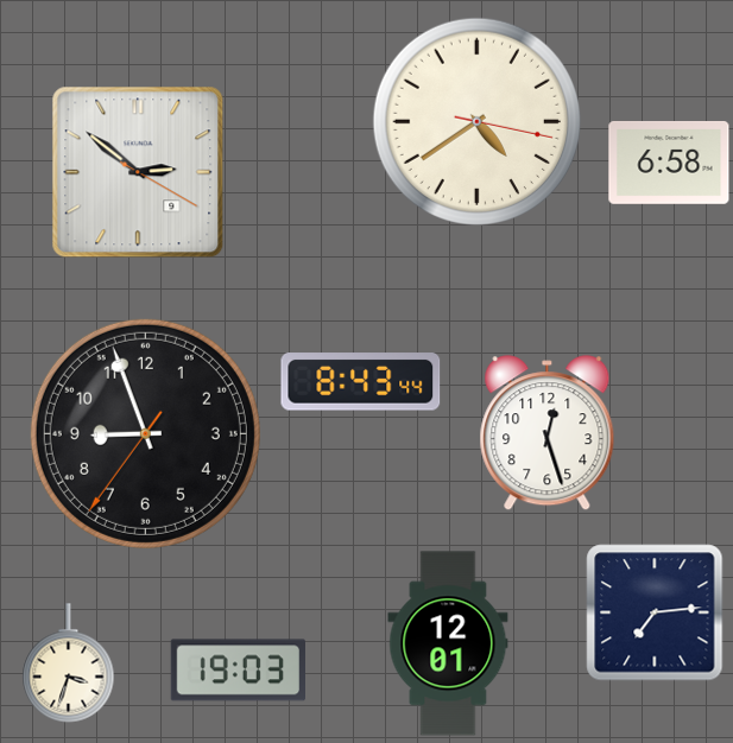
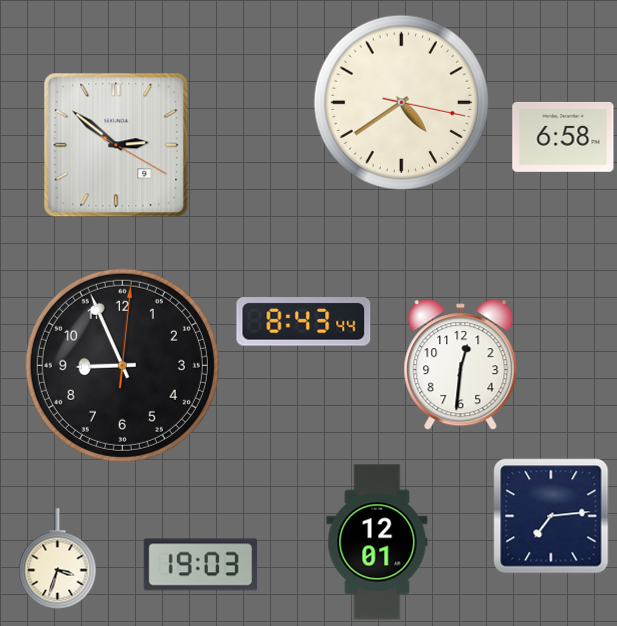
clock at (145, 433): 8:56:36 -> 8:56:01
clock at (548, 433): 12:27 -> 12:31
